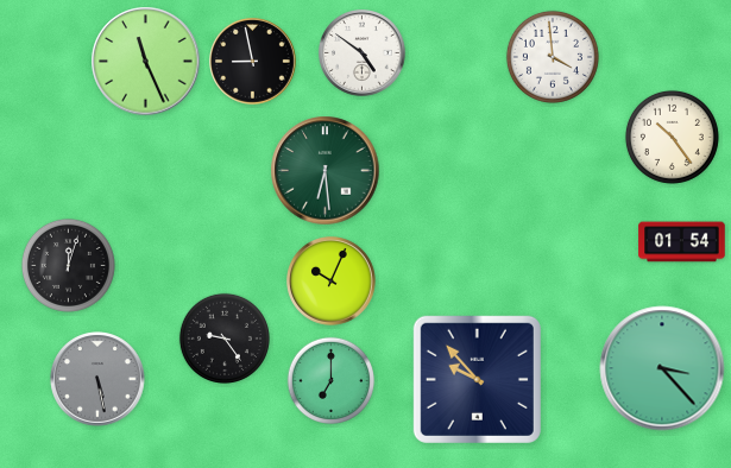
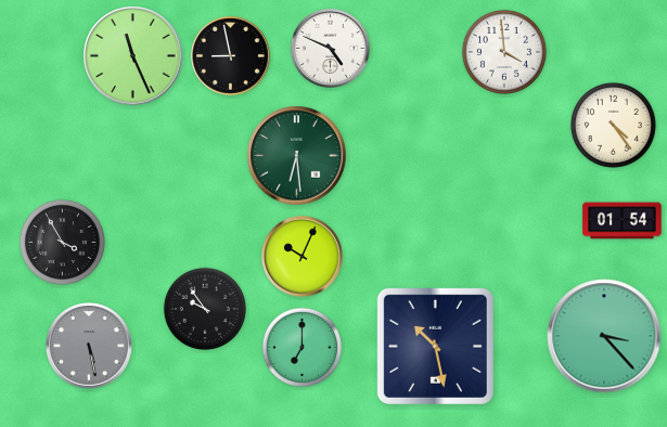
clock at (363, 53): 4:51 -> 4:49
clock at (672, 137): 10:24 -> 4:24
clock at (68, 265): 12:03 -> 3:55
clock at (225, 339): 9:24 -> 9:54
clock at (477, 379): 9:53 -> 10:28
